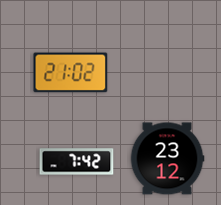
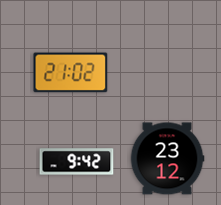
clock at (77, 162): 7:42 -> 9:42
